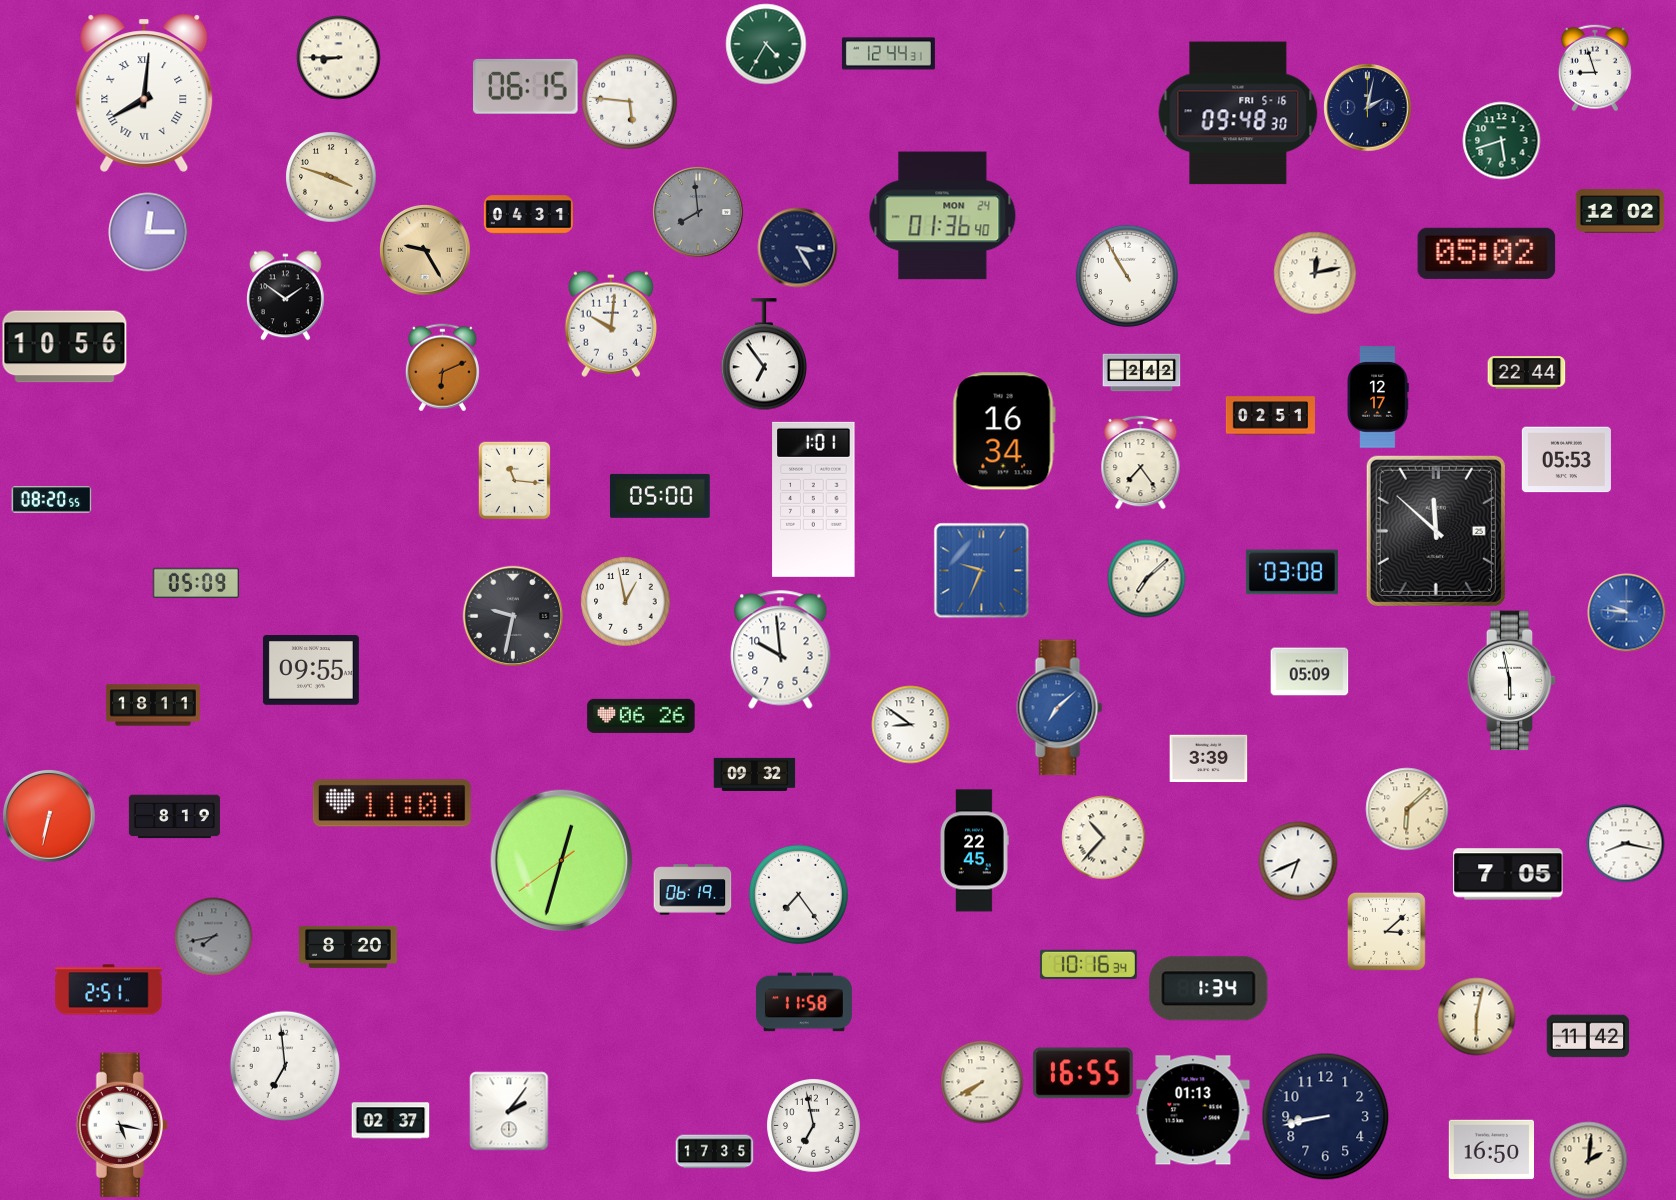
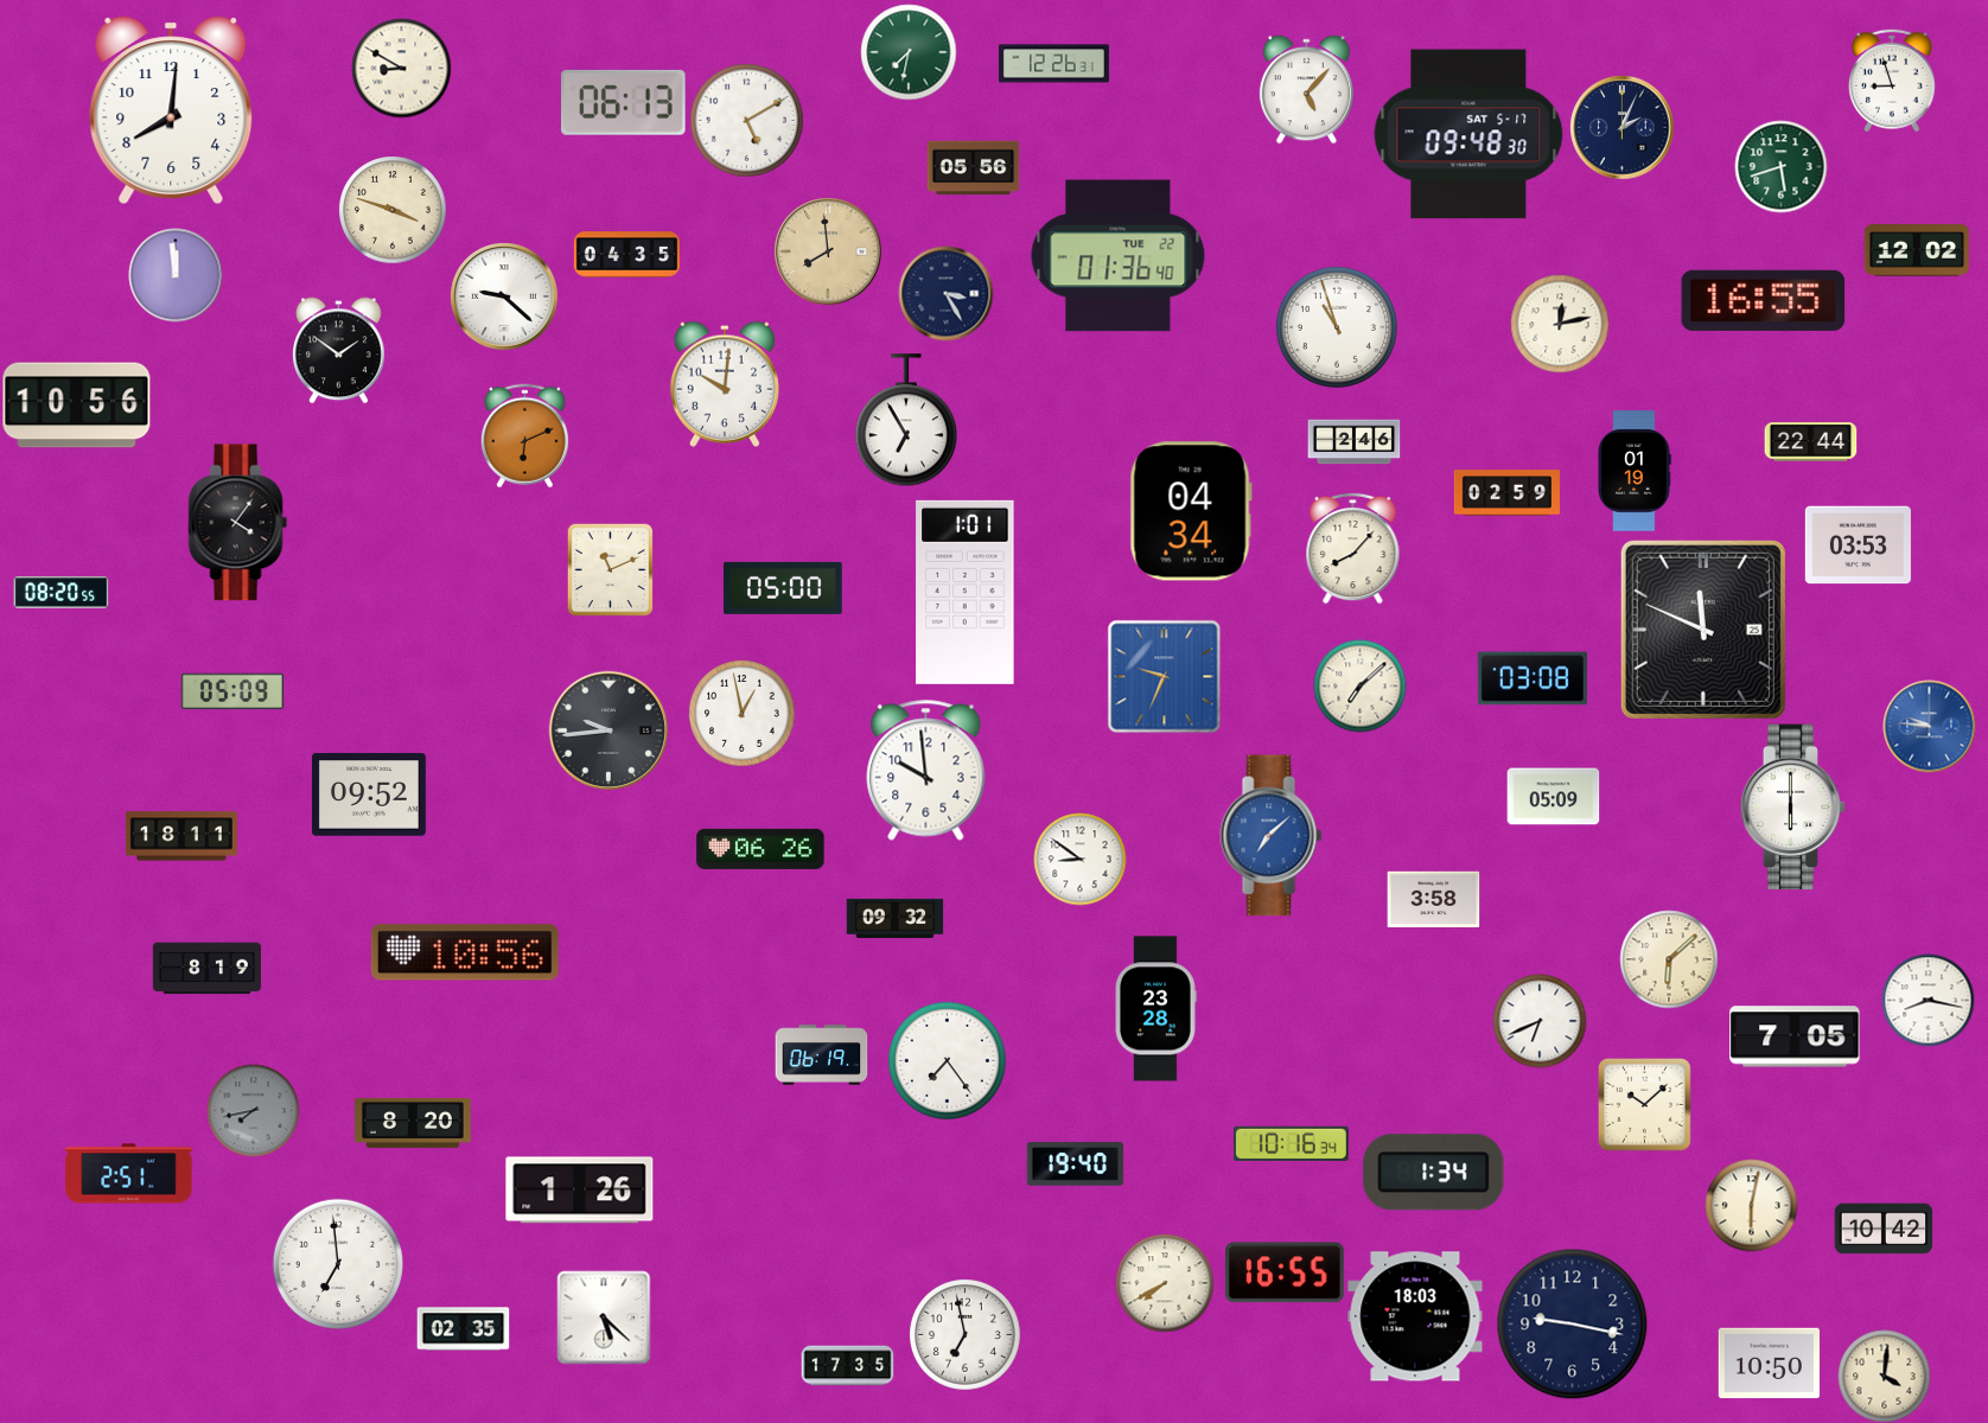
clock at (766, 44): 4:35 -> 7:32
clock at (888, 54): 12:44 -> 12:26
clock at (338, 57): 8:45 -> 8:50
clock at (1306, 89): none -> 5:07
clock at (526, 86): 06:15 -> 06:13
clock at (144, 93) numerals: Roman -> Arabic
clock at (630, 102): 5:46 -> 5:10
clock at (1367, 107): 2:02 -> 2:04
clock at (1238, 113) date: FRI 5-16 -> SAT 5-17
clock at (973, 168): none -> 05:56
clock at (1620, 211) position: (1620, 211) -> (1917, 250)
clock at (698, 212) dial: grey -> champagne
clock at (528, 215): 04:31 -> 04:35
clock at (943, 216) date: MON 24 -> TUE 22
clock at (148, 232): 12:15 -> 11:59
clock at (425, 250): 9:25 -> 9:22
clock at (425, 250) dial: champagne -> white
clock at (1487, 253): 05:02 -> 16:55
clock at (1127, 276): 10:55 -> 10:57
clock at (65, 347) position: (65, 347) -> (77, 406)
clock at (763, 354): 6:54 -> 6:55
clock at (1141, 373): 2:42 -> 2:46
clock at (1378, 397): 12:17 -> 01:19
clock at (1270, 416): 02:51 -> 02:59
clock at (1004, 431): 16:34 -> 04:34
clock at (238, 523): none -> 4:06
clock at (1566, 460): 05:53 -> 03:53
clock at (1141, 462): 7:24 -> 8:07
clock at (515, 480): 11:16 -> 11:11
clock at (1436, 531): 11:52 -> 11:49
clock at (512, 615): 9:32 -> 9:44
clock at (311, 670): 09:55 -> 09:52
clock at (1512, 681): 5:58 -> 6:00
clock at (1060, 708) position: (1060, 708) -> (1272, 836)
clock at (1208, 759): 3:39 -> 3:58
clock at (392, 803): 11:01 -> 10:56
clock at (49, 816): 6:32 -> none
clock at (1103, 837): 10:37 -> none
clock at (974, 851): 22:45 -> 23:28
clock at (561, 860): 12:32 -> none
clock at (1508, 874) position: (1508, 874) -> (1795, 1036)
clock at (1387, 932): 3:08 -> 10:08
clock at (1075, 1164): none -> 19:40
clock at (804, 1002): 11:58 -> none
clock at (580, 1191): none -> 1:26
clock at (1588, 1036): 11:42 -> 10:42
clock at (1193, 1110): 01:13 -> 18:03
clock at (509, 1111): 2:06 -> 5:22
clock at (1325, 1116): 8:43 -> 9:17
clock at (390, 1121): 02:37 -> 02:35
clock at (121, 1125): 5:17 -> none
clock at (1491, 1150): 16:50 -> 10:50
clock at (1588, 1160): 2:01 -> 4:01
